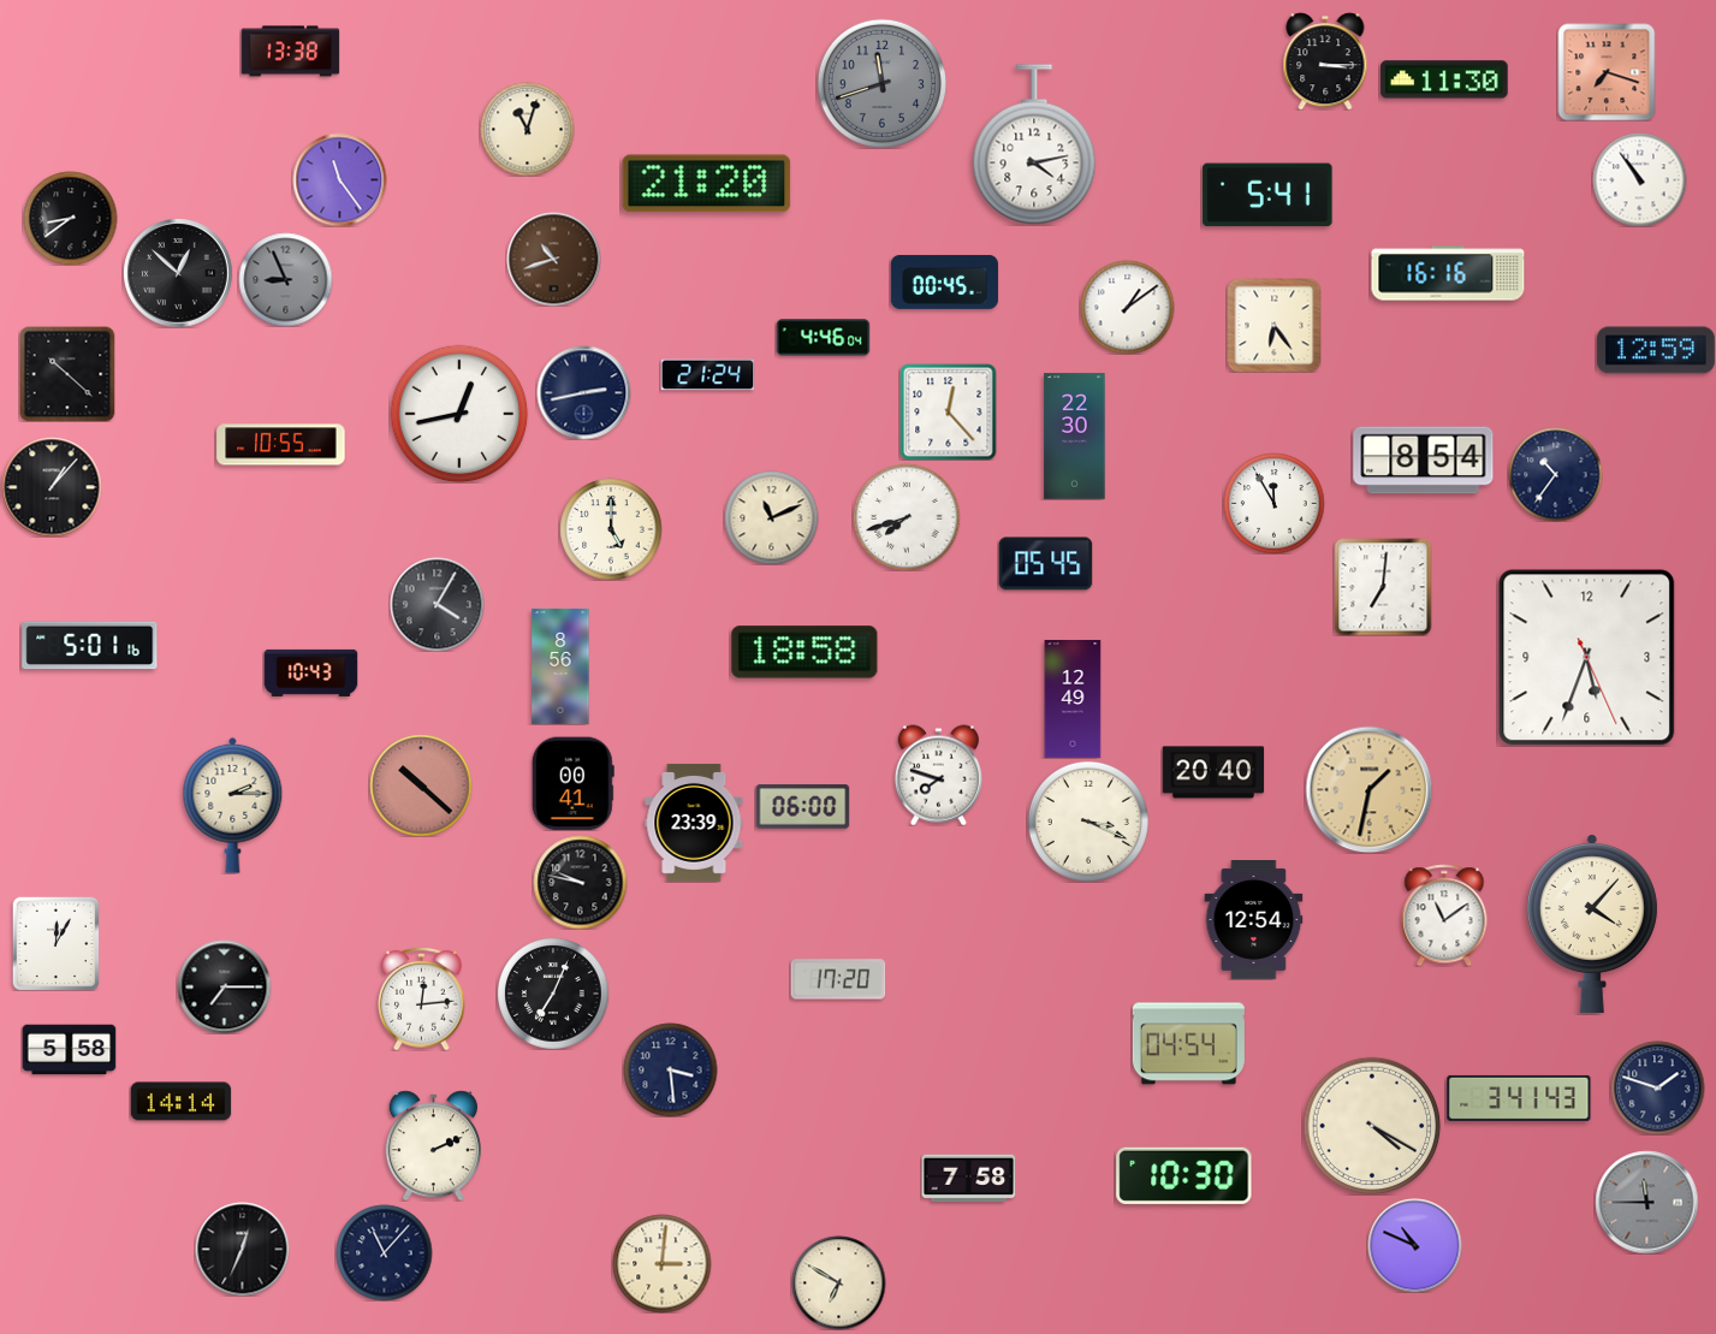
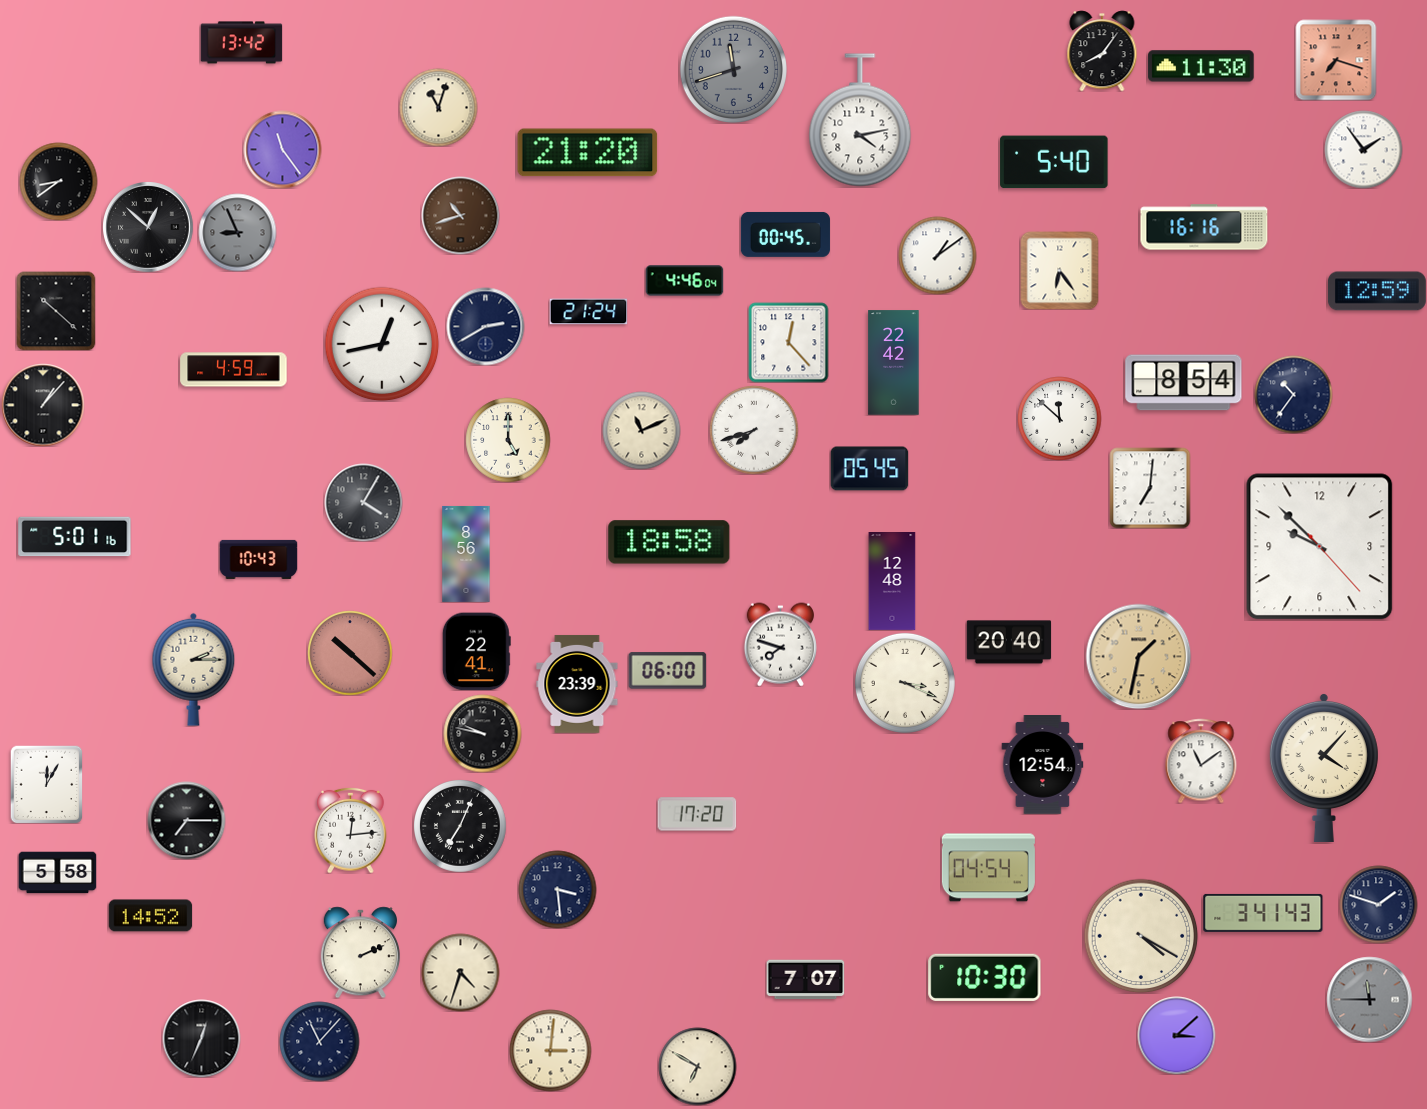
clock at (290, 52): 13:38 -> 13:42
clock at (1325, 61): 3:15 -> 8:06
clock at (1639, 179): 10:54 -> 1:54
clock at (1267, 195): 5:41 -> 5:40
clock at (583, 392): 2:43 -> 2:40
clock at (1075, 437): 22:30 -> 22:42
clock at (281, 445): 10:55 -> 4:59
clock at (1273, 503): 11:55 -> 11:52
clock at (1587, 658): 5:33 -> 9:52
clock at (1073, 700): 12:49 -> 12:48
clock at (572, 783): 00:41 -> 22:41
clock at (180, 1102): 14:14 -> 14:52
clock at (460, 972): none -> 4:33
clock at (968, 1179): 7:58 -> 7:07
clock at (1414, 1245): 10:49 -> 3:08
